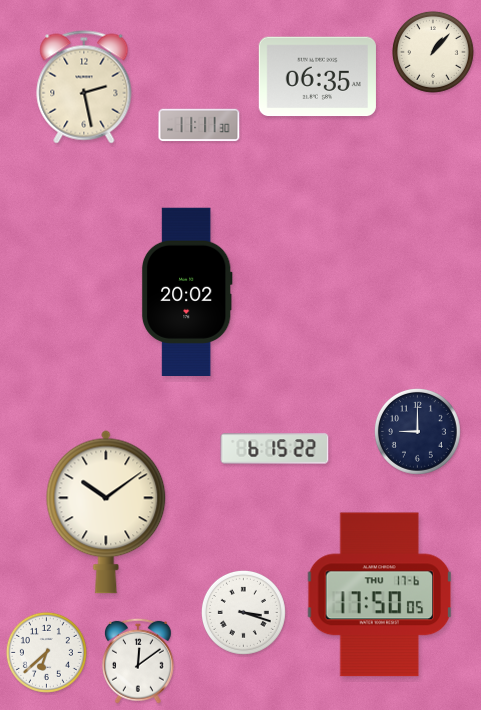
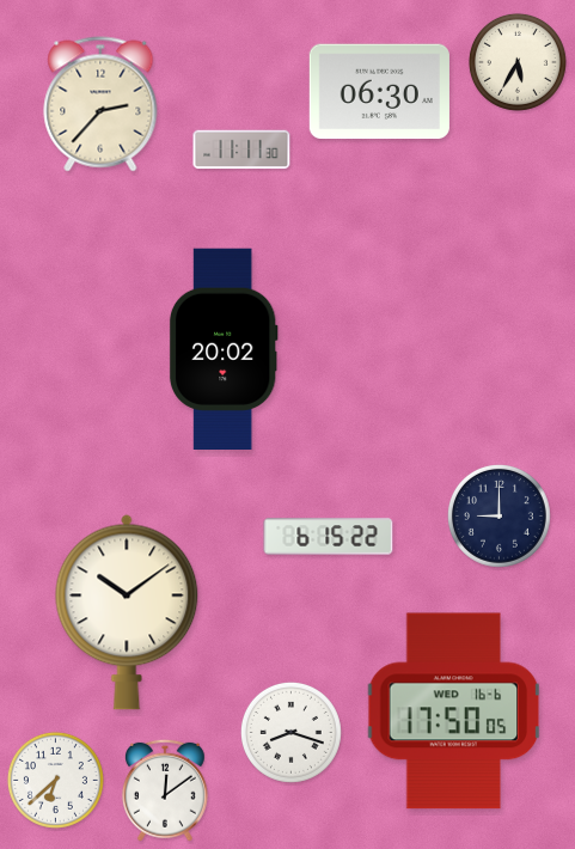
clock at (433, 52): 1:07 -> 5:35
clock at (317, 77): 06:35 -> 06:30
clock at (84, 87): 2:28 -> 2:37
clock at (199, 125) position: (199, 125) -> (241, 149)
clock at (380, 595) date: THU 17-6 -> WED 16-6
clock at (243, 612): 3:18 -> 8:18
